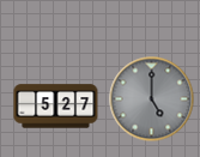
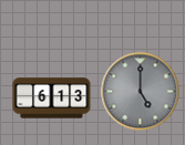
clock at (56, 107): 5:27 -> 6:13
